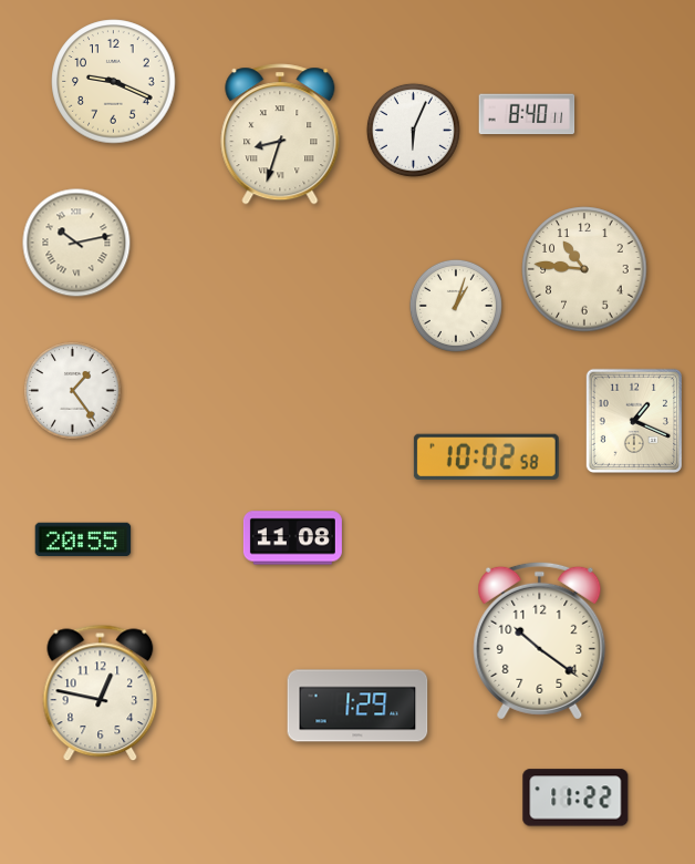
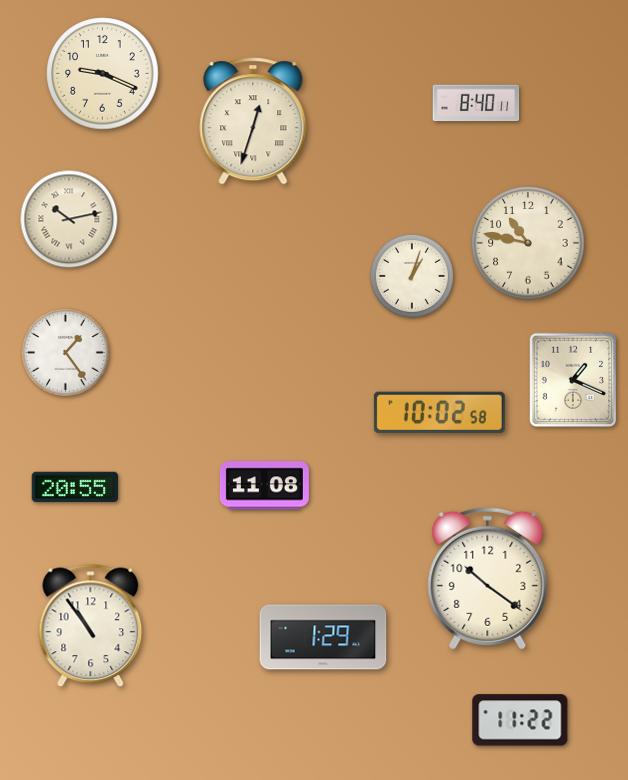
clock at (413, 130): 6:04 -> none
clock at (280, 134): 8:33 -> 12:33
clock at (584, 269): 10:46 -> 10:47
clock at (101, 693): 12:47 -> 10:54
